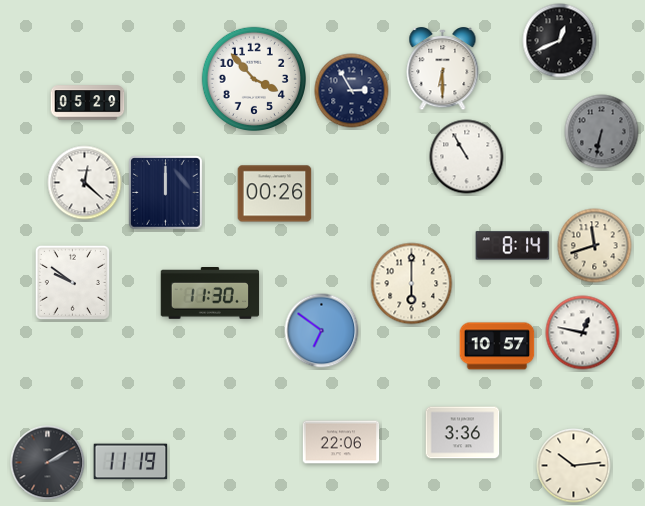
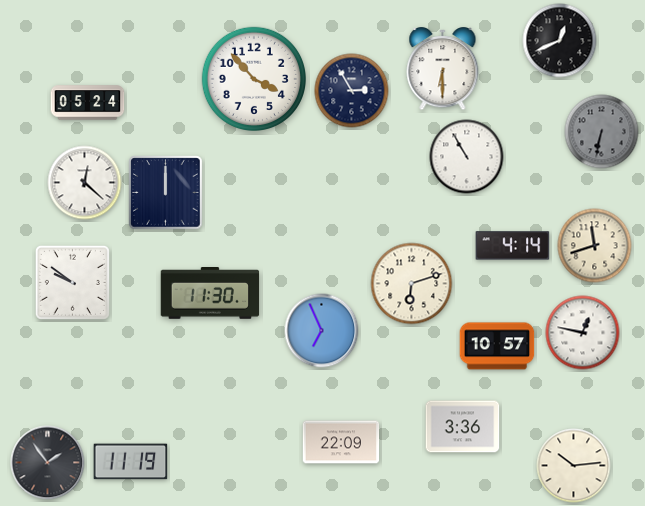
clock at (88, 103): 05:29 -> 05:24
clock at (275, 194): 00:26 -> none
clock at (513, 246): 8:14 -> 4:14
clock at (412, 284): 6:00 -> 6:12
clock at (322, 331): 6:51 -> 6:56
clock at (463, 433) position: (463, 433) -> (463, 427)
clock at (341, 442): 22:06 -> 22:09
clock at (48, 463): 2:10 -> 1:54
